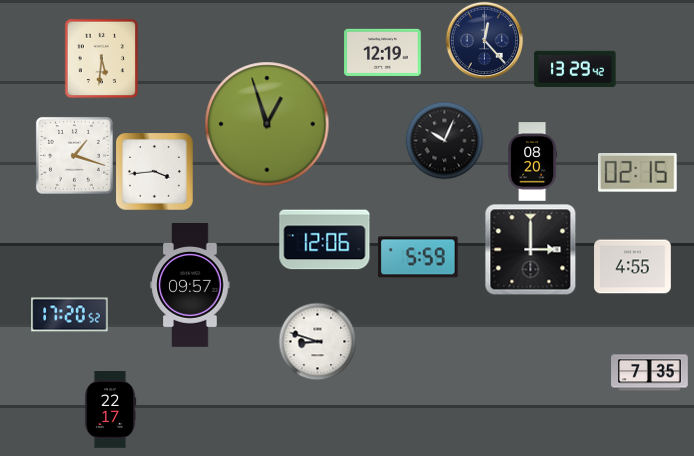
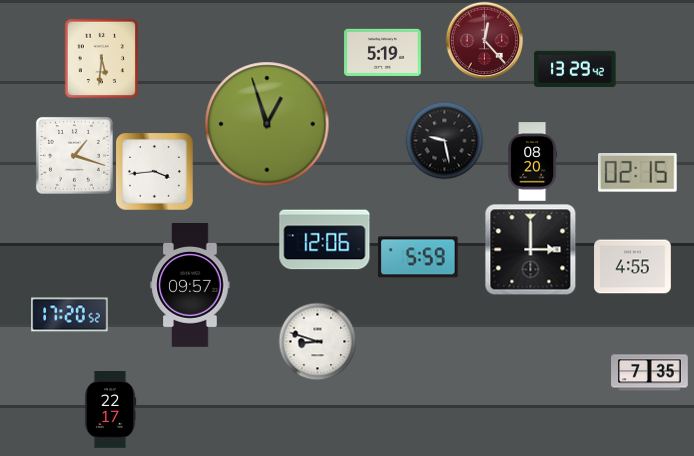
clock at (484, 40) dial: navy -> burgundy
clock at (383, 52): 12:19 -> 5:19
clock at (444, 140): 10:04 -> 9:28
